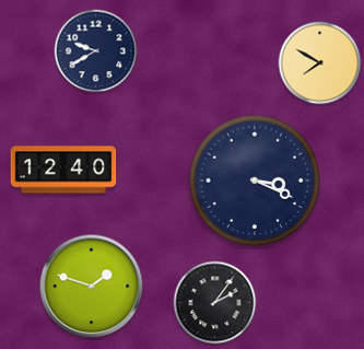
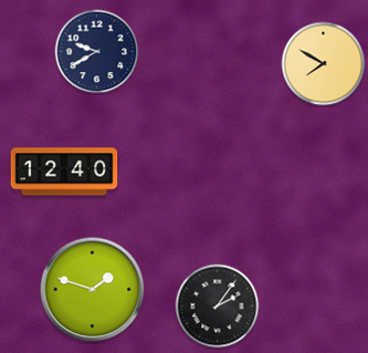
clock at (255, 181): 3:19 -> none
